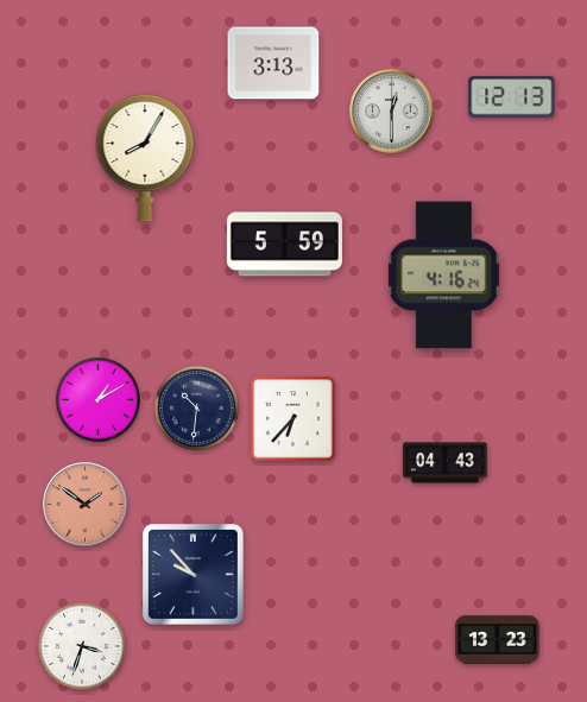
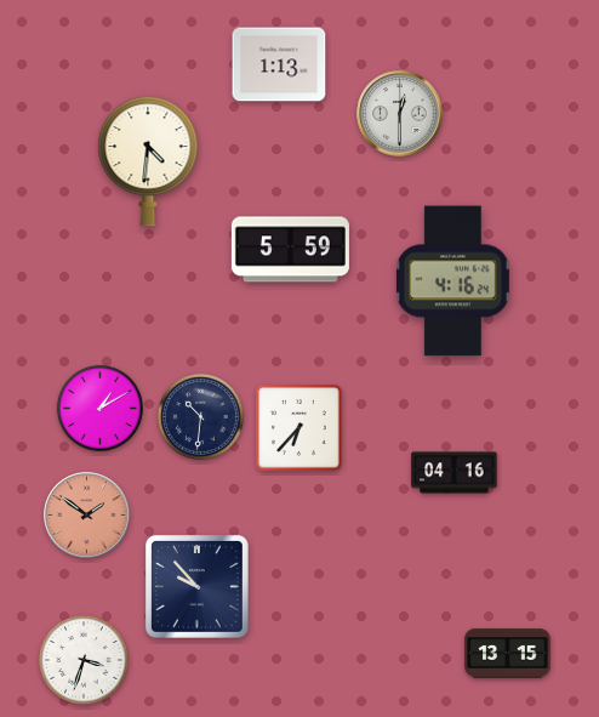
clock at (273, 63): 3:13 -> 1:13
clock at (512, 97): 12:13 -> none
clock at (145, 158): 8:05 -> 4:31
clock at (446, 463): 04:43 -> 04:16
clock at (498, 640): 13:23 -> 13:15
